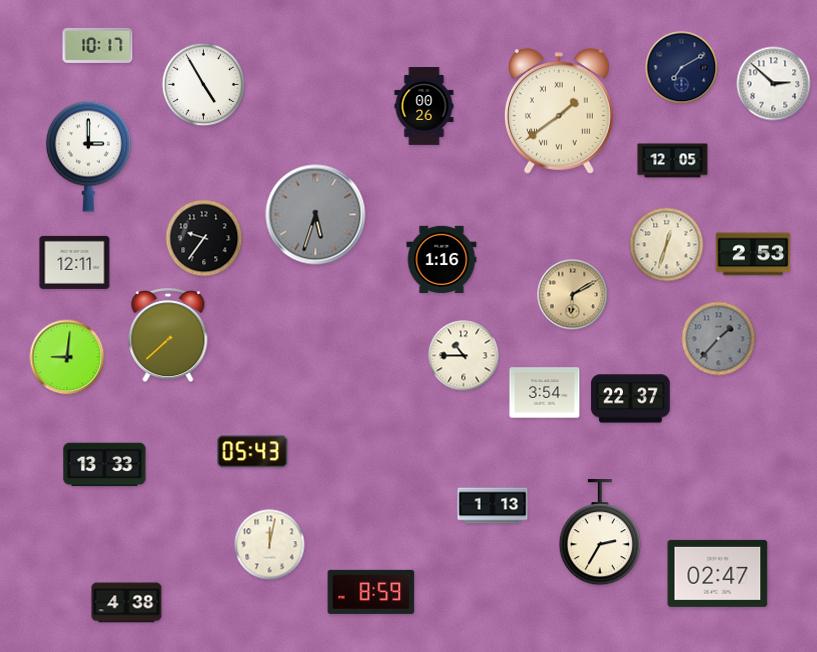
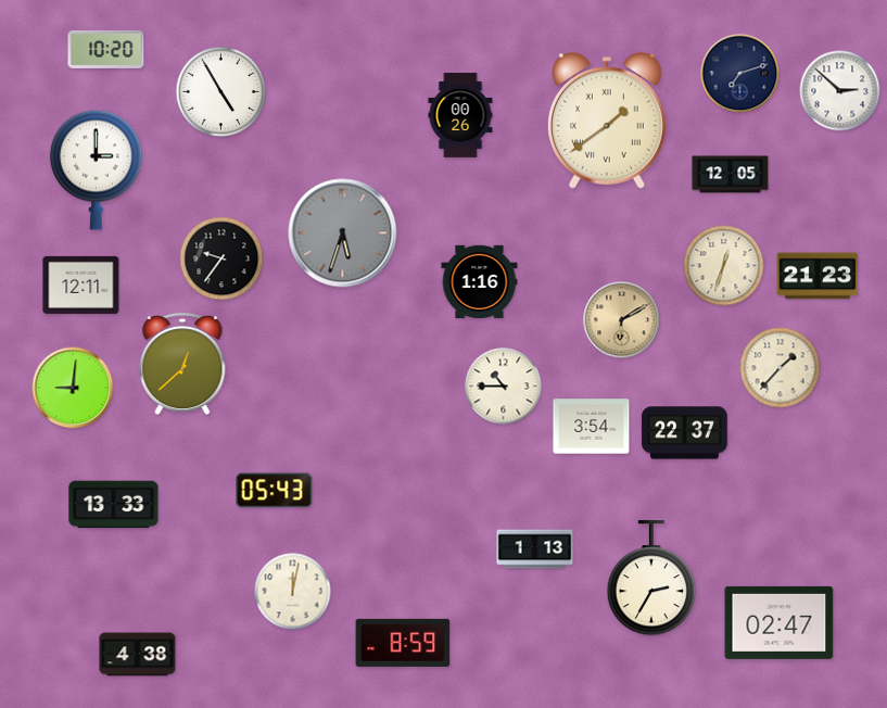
clock at (98, 45): 10:17 -> 10:20
clock at (682, 68): 7:10 -> 7:12
clock at (753, 254): 2:53 -> 21:23
clock at (168, 336): 7:38 -> 12:38
clock at (719, 339) dial: grey -> cream
